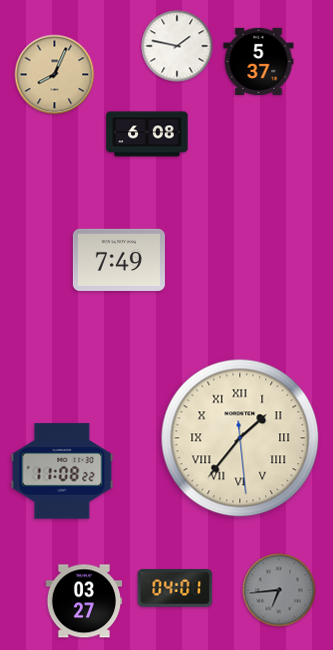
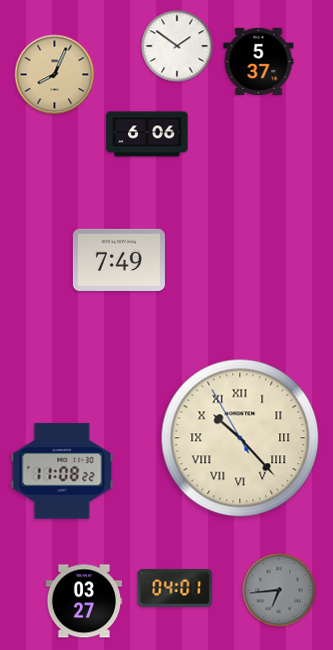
clock at (177, 46): 1:47 -> 1:51
clock at (147, 134): 6:08 -> 6:06
clock at (240, 438): 1:36 -> 10:22
